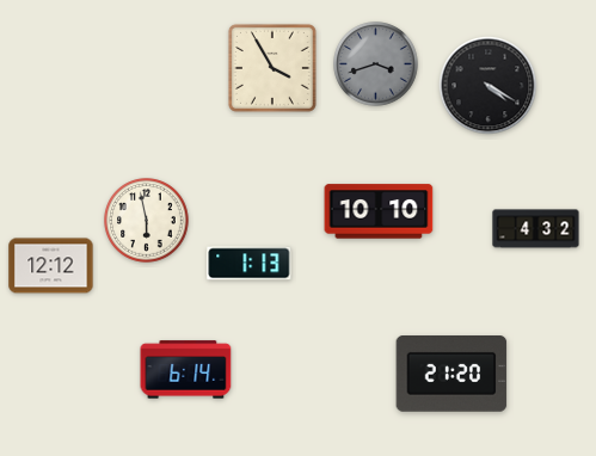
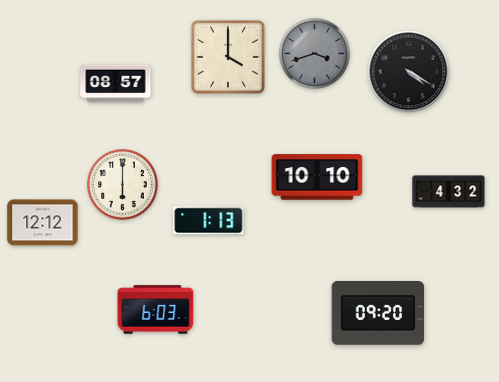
clock at (272, 68): 3:55 -> 4:00
clock at (116, 84): none -> 08:57
clock at (147, 221): 5:58 -> 6:00
clock at (186, 370): 6:14 -> 6:03
clock at (451, 375): 21:20 -> 09:20
